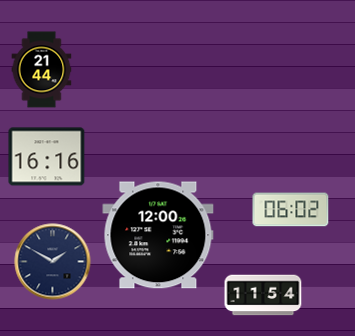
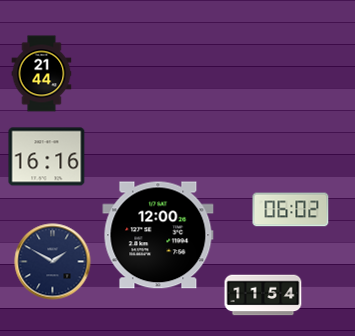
clock at (42, 70) position: (42, 70) -> (42, 74)
